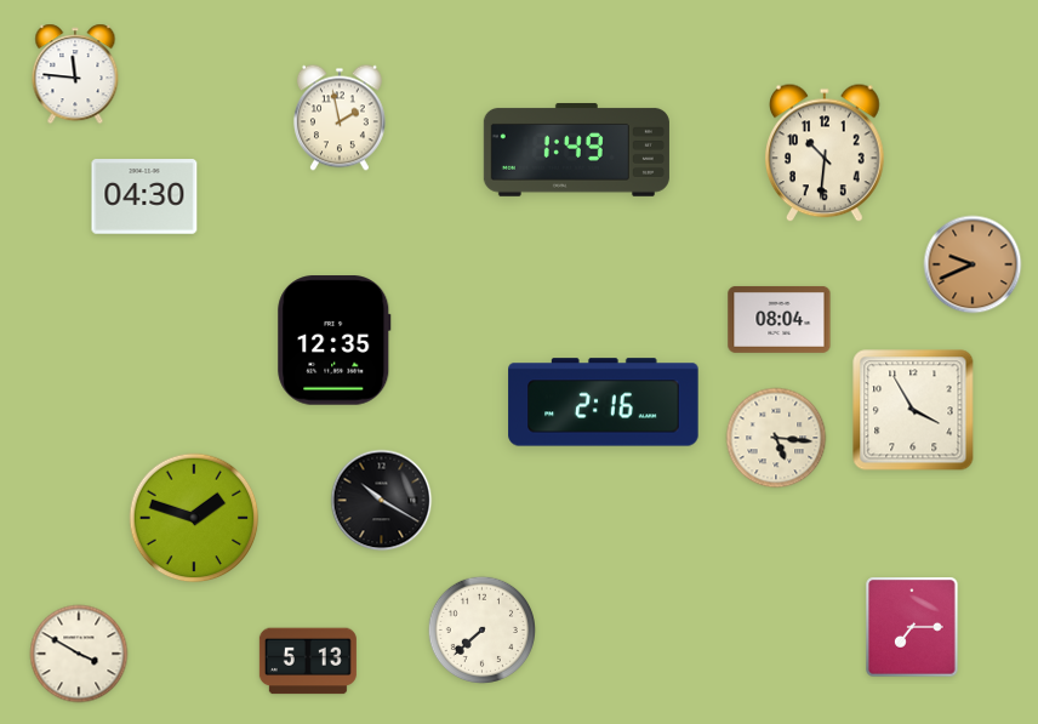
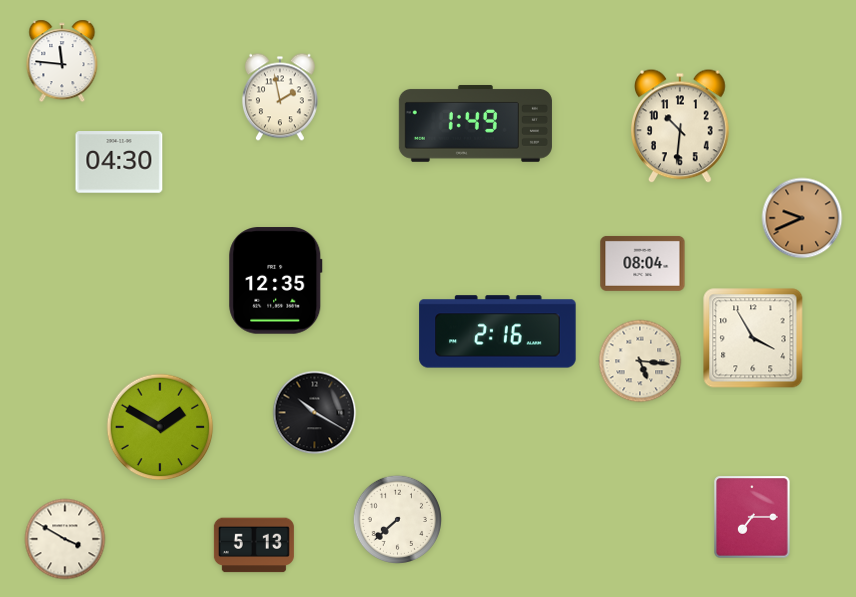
clock at (194, 518): 1:48 -> 1:50
